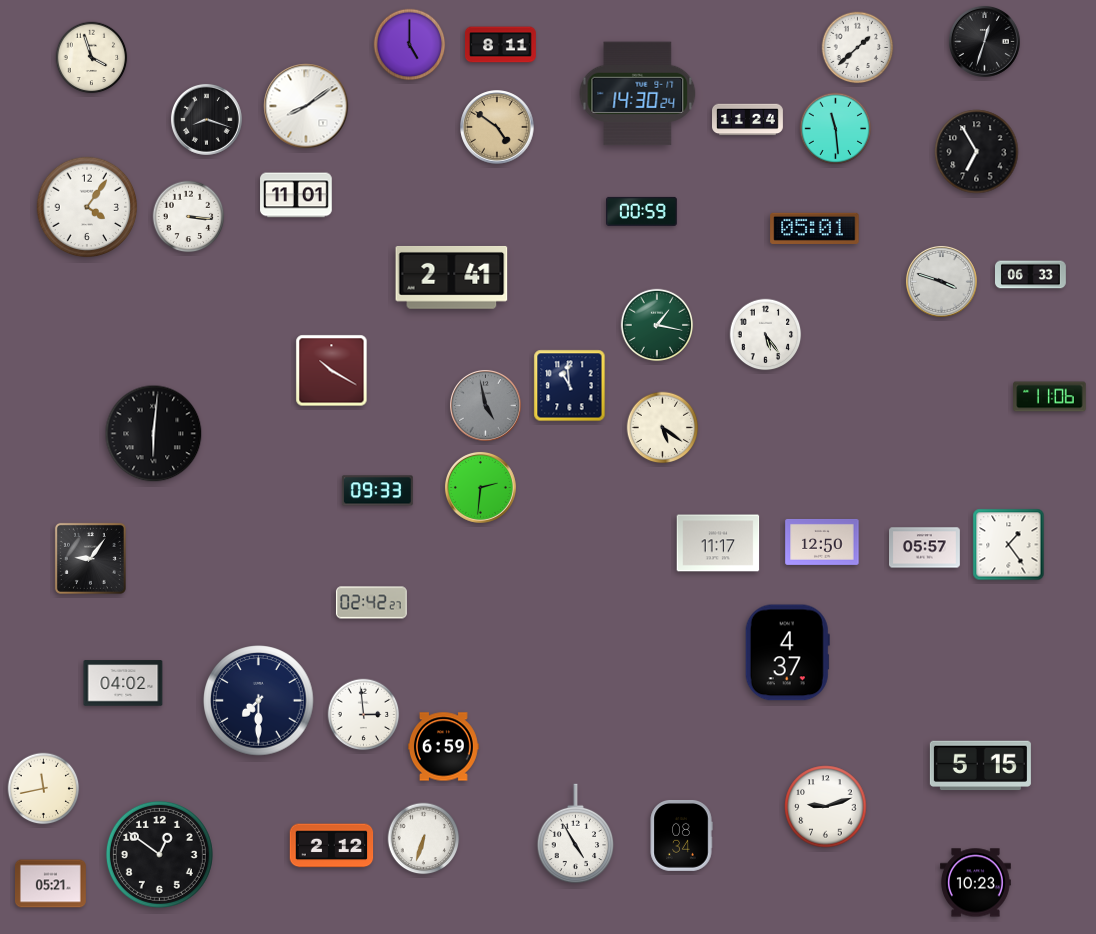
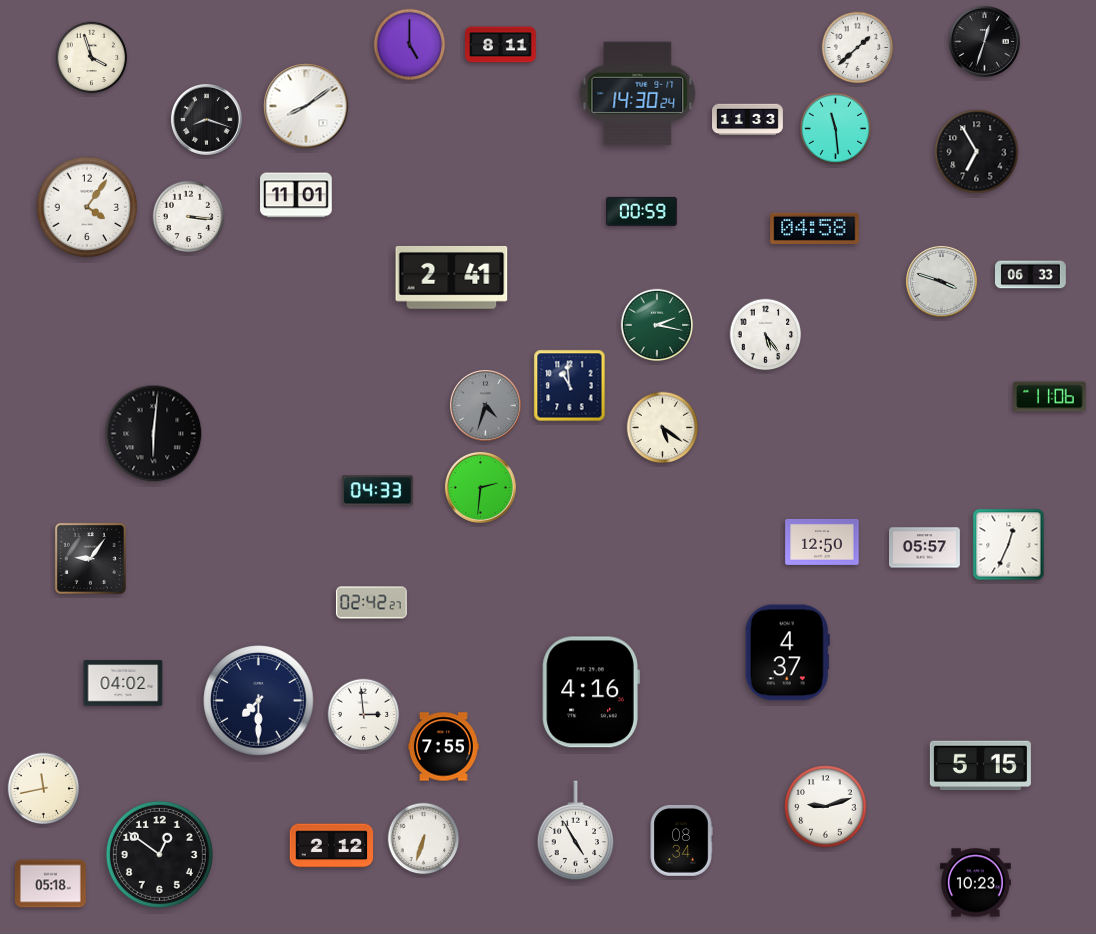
clock at (748, 120): 11:24 -> 11:33
clock at (497, 127): 4:51 -> none
clock at (815, 228): 05:01 -> 04:58
clock at (657, 325): 1:17 -> 2:17
clock at (332, 371): 10:20 -> none
clock at (486, 406): 4:58 -> 4:33
clock at (377, 491): 09:33 -> 04:33
clock at (718, 543): 11:17 -> none
clock at (1009, 545): 1:24 -> 12:34
clock at (591, 692): none -> 4:16
clock at (444, 747): 6:59 -> 7:55
clock at (576, 834) position: (576, 834) -> (576, 831)
clock at (681, 835) position: (681, 835) -> (681, 840)
clock at (51, 884): 05:21 -> 05:18
